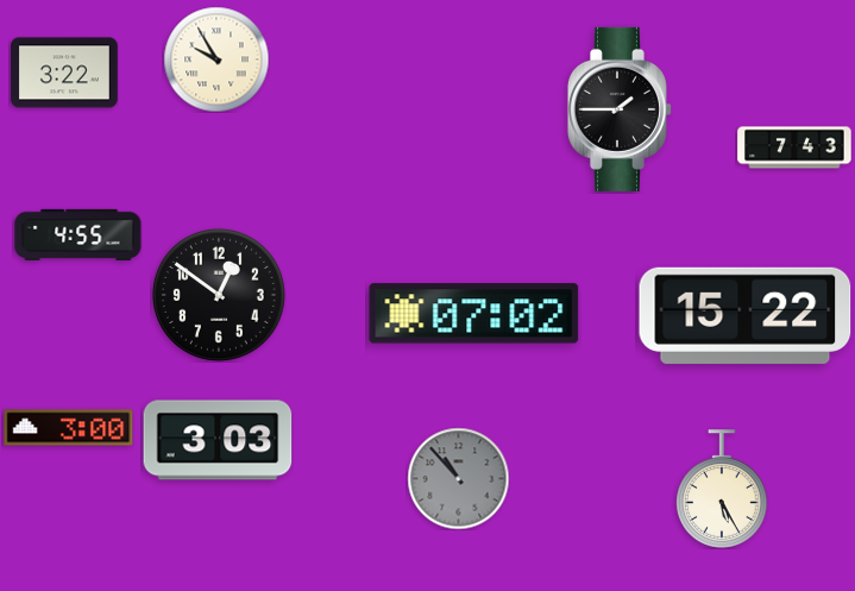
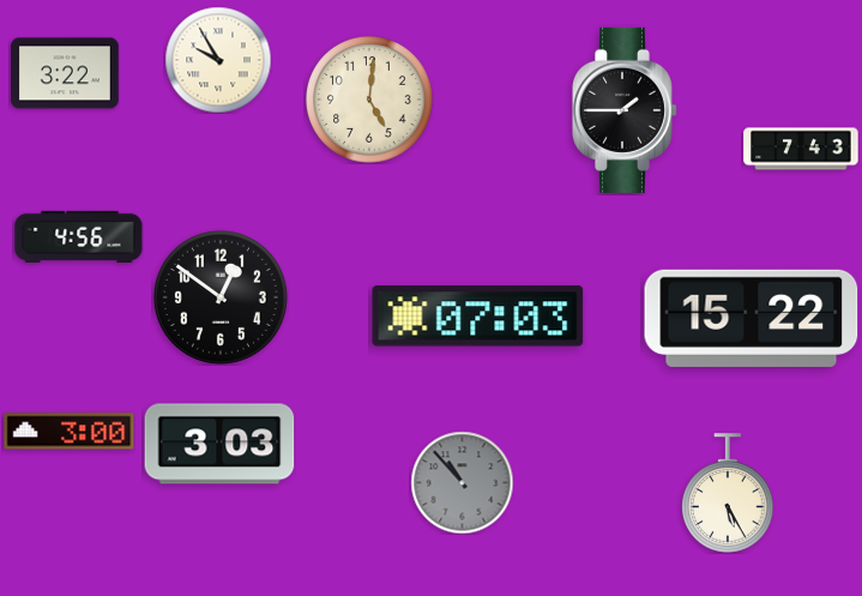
clock at (370, 101): none -> 5:01
clock at (78, 234): 4:55 -> 4:56
clock at (474, 314): 07:02 -> 07:03
